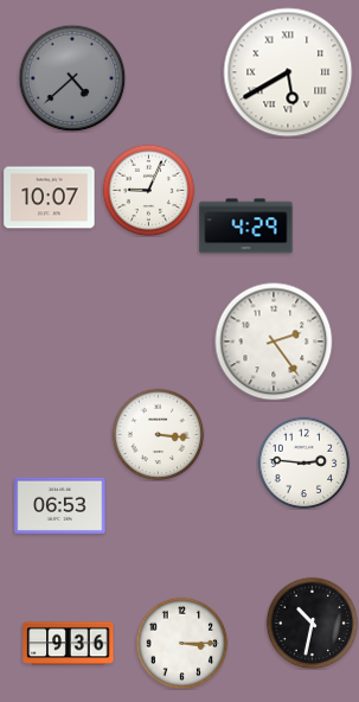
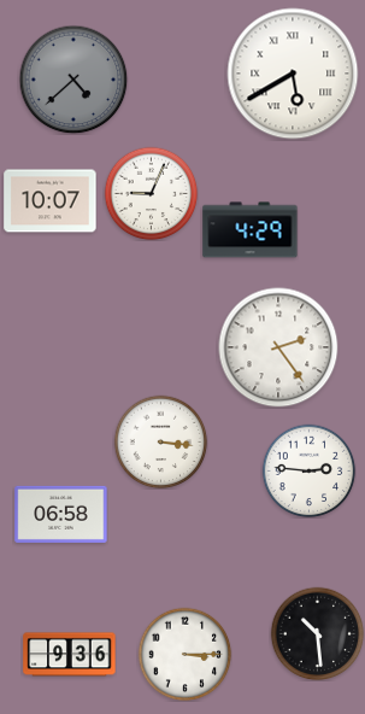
clock at (60, 505): 06:53 -> 06:58
clock at (312, 623): 10:32 -> 10:29
